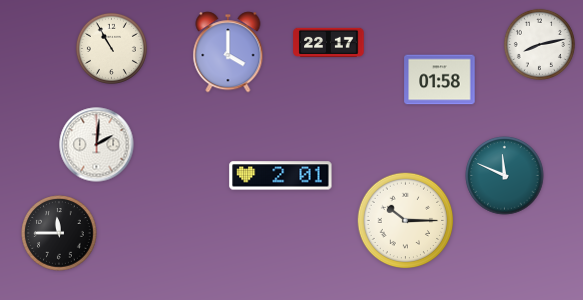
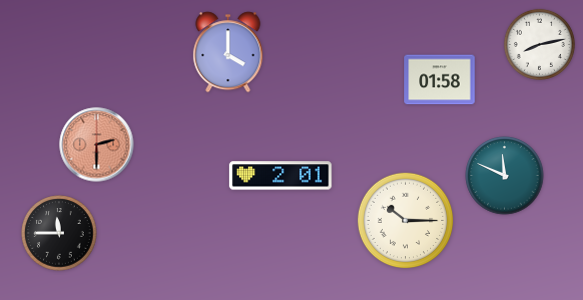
clock at (329, 43): 22:17 -> none
clock at (111, 48): 10:55 -> none
clock at (97, 145): 2:01 -> 2:30
clock at (97, 145) dial: white -> salmon
